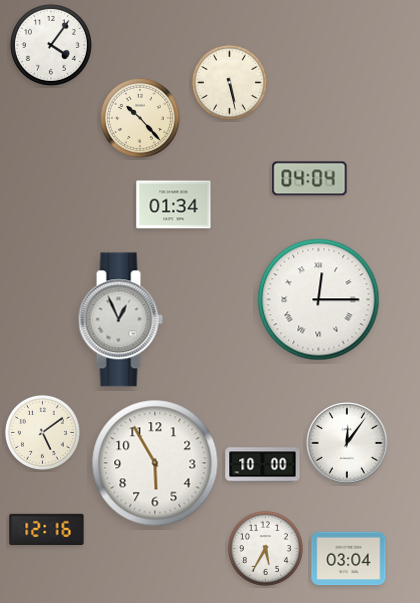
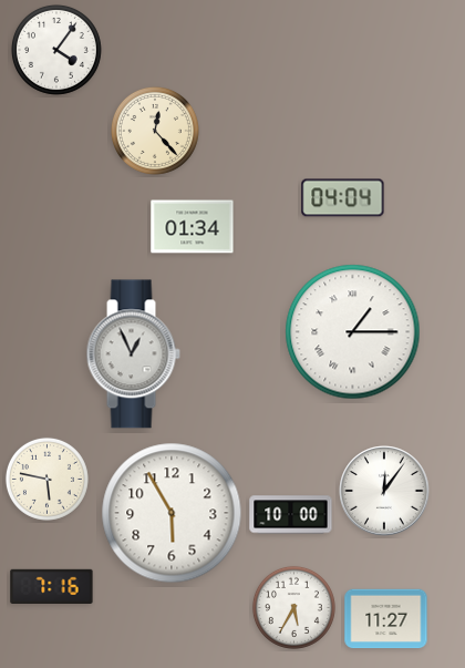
clock at (229, 82): 5:28 -> none
clock at (140, 118): 10:23 -> 12:23
clock at (319, 300): 12:15 -> 1:15
clock at (42, 432): 5:09 -> 5:47
clock at (47, 529): 12:16 -> 7:16
clock at (349, 559): 03:04 -> 11:27
